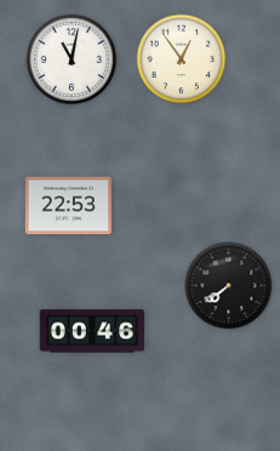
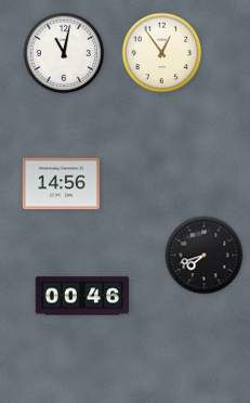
clock at (68, 206): 22:53 -> 14:56
clock at (229, 286): 7:39 -> 7:42
